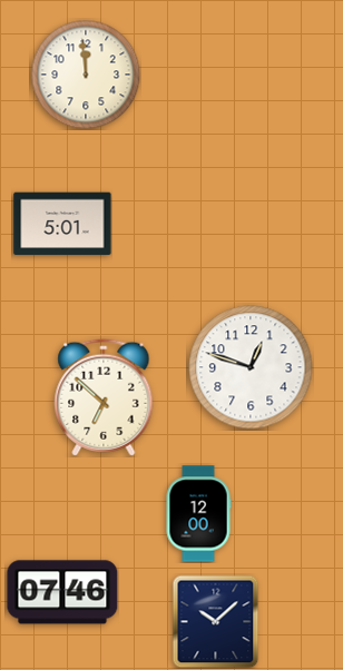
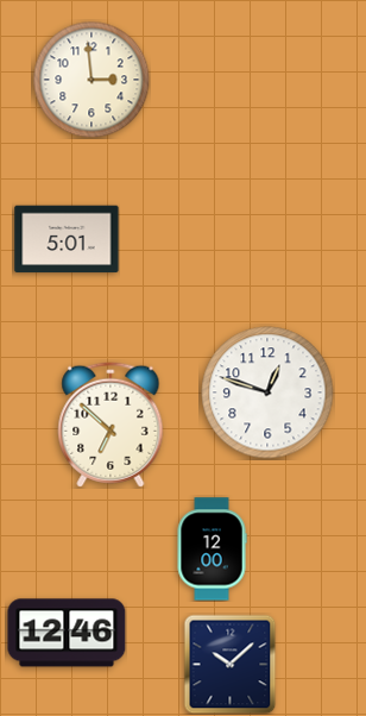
clock at (86, 75): 11:59 -> 2:59
clock at (62, 592): 07:46 -> 12:46
